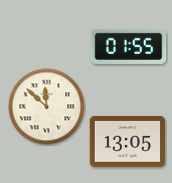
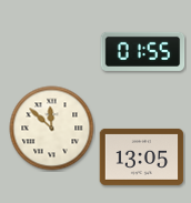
clock at (47, 107) position: (47, 107) -> (52, 129)
